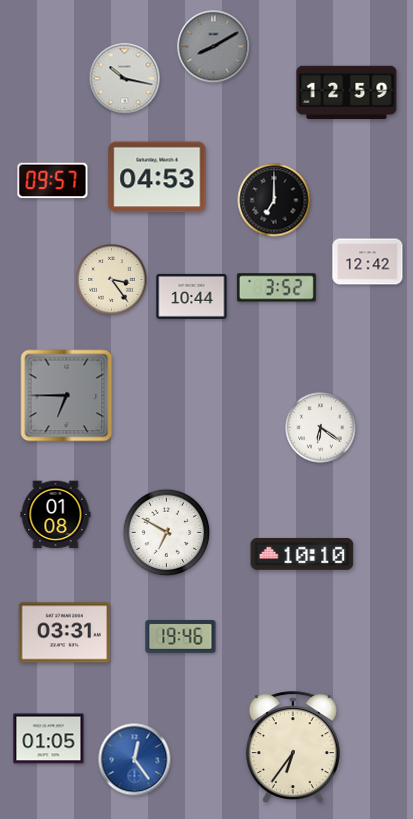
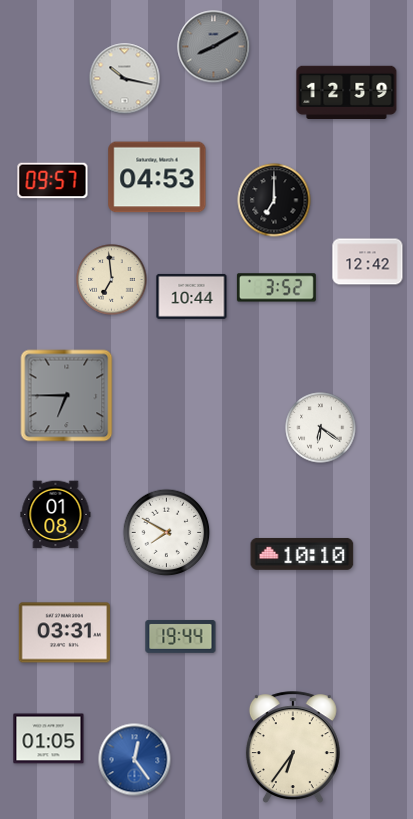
clock at (112, 280): 3:24 -> 6:59
clock at (167, 533): 6:50 -> 7:50
clock at (181, 636): 19:46 -> 19:44
